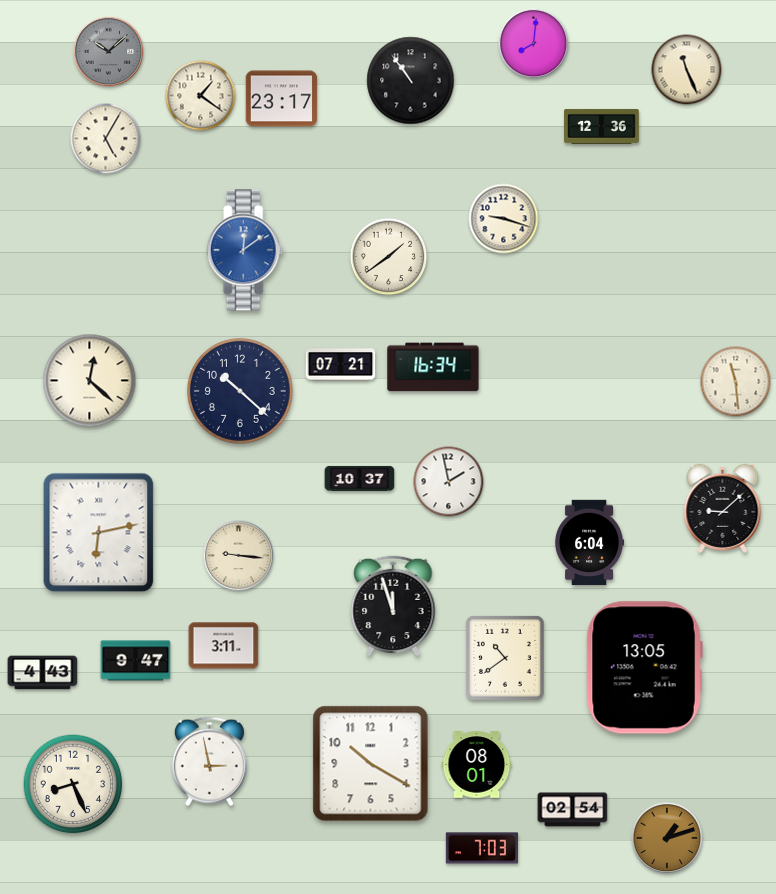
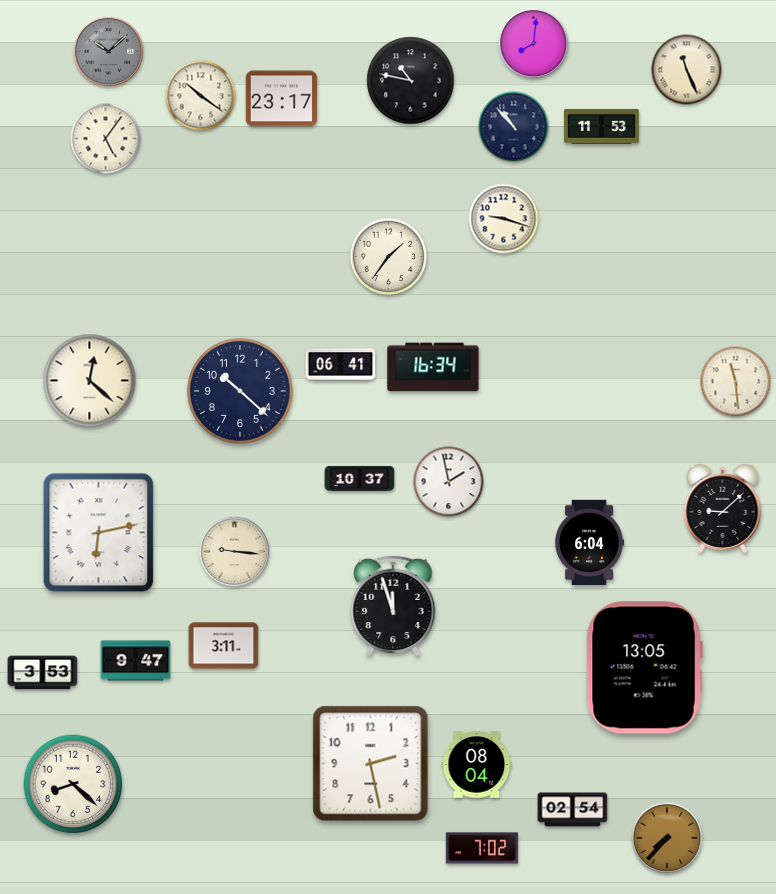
clock at (411, 81): 10:54 -> 10:47
clock at (201, 96): 1:21 -> 10:21
clock at (602, 126): 12:36 -> 11:53
clock at (514, 127): none -> 10:53
clock at (106, 139): 5:05 -> 5:06
clock at (245, 250): 12:09 -> none
clock at (389, 257): 1:39 -> 1:36
clock at (341, 365): 07:21 -> 06:41
clock at (239, 556) position: (239, 556) -> (235, 552)
clock at (505, 658): 10:39 -> none
clock at (43, 673): 4:43 -> 3:53
clock at (209, 762): 2:58 -> none
clock at (371, 764): 10:20 -> 2:28
clock at (477, 765): 08:01 -> 08:04
clock at (73, 784): 8:26 -> 8:22
clock at (667, 838): 1:12 -> 7:37
clock at (481, 848): 7:03 -> 7:02
